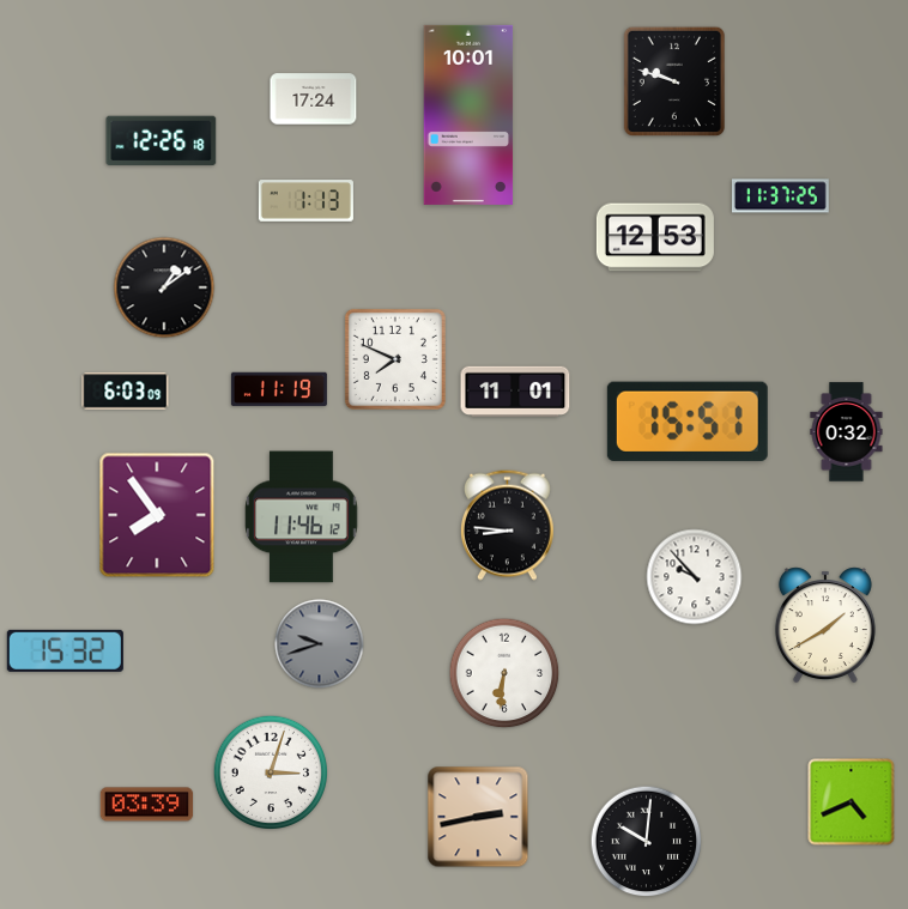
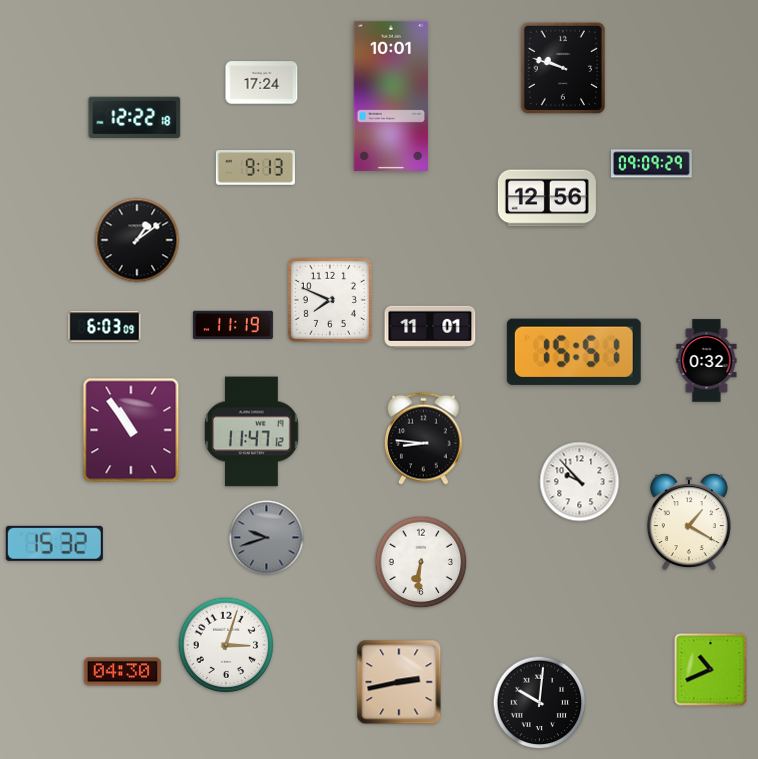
clock at (162, 141): 12:26 -> 12:22
clock at (780, 196): 11:37 -> 09:09
clock at (305, 201): 1:13 -> 9:13
clock at (655, 237): 12:53 -> 12:56
clock at (157, 515): 7:54 -> 10:54
clock at (302, 517): 11:46 -> 11:47
clock at (825, 625): 1:40 -> 1:20
clock at (852, 802): 4:41 -> 10:41
clock at (147, 805): 03:39 -> 04:30
